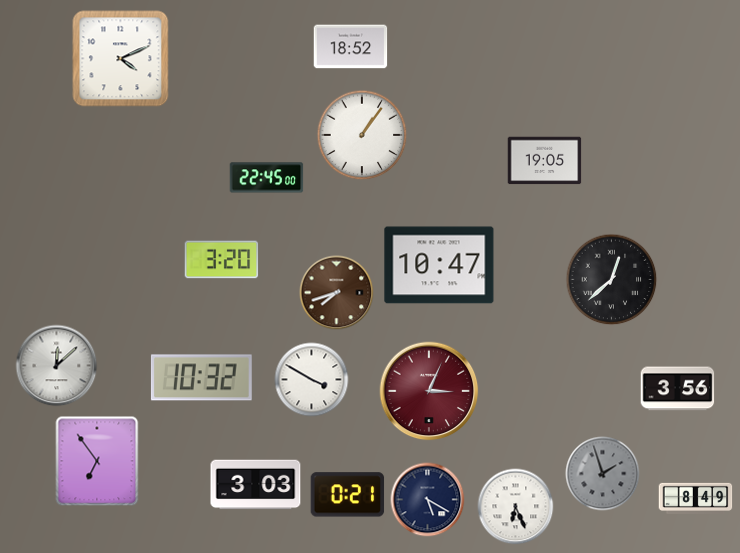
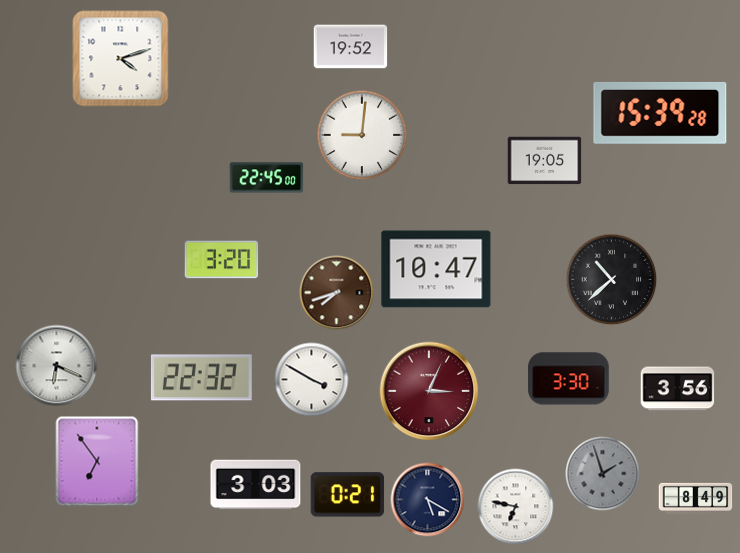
clock at (351, 47): 18:52 -> 19:52
clock at (121, 59): 4:11 -> 4:12
clock at (660, 113): none -> 15:39
clock at (362, 135): 1:06 -> 9:01
clock at (439, 265) position: (439, 265) -> (436, 269)
clock at (612, 280): 12:38 -> 10:38
clock at (57, 366): 12:08 -> 6:19
clock at (201, 378): 10:32 -> 22:32
clock at (569, 379): none -> 3:30
clock at (516, 507): 6:26 -> 6:47
